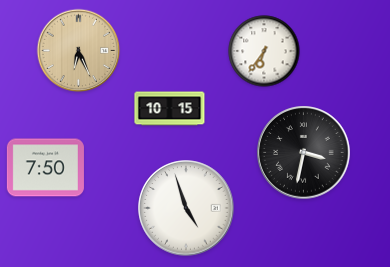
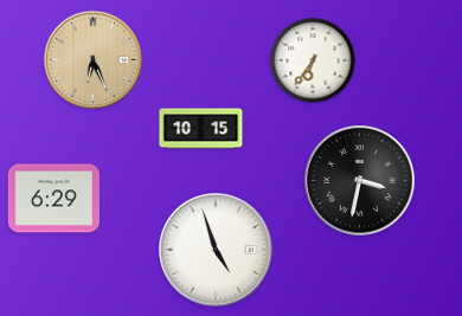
clock at (45, 168): 7:50 -> 6:29
clock at (186, 208) position: (186, 208) -> (216, 250)
